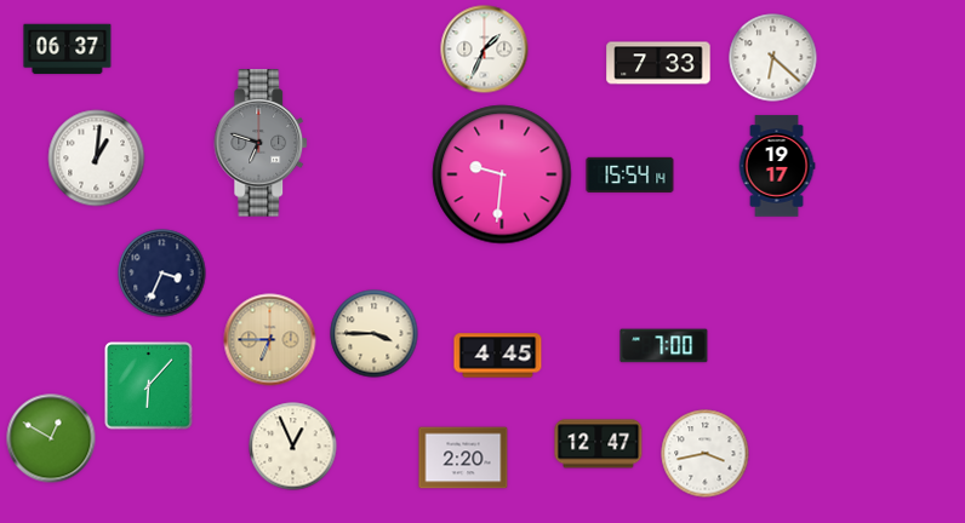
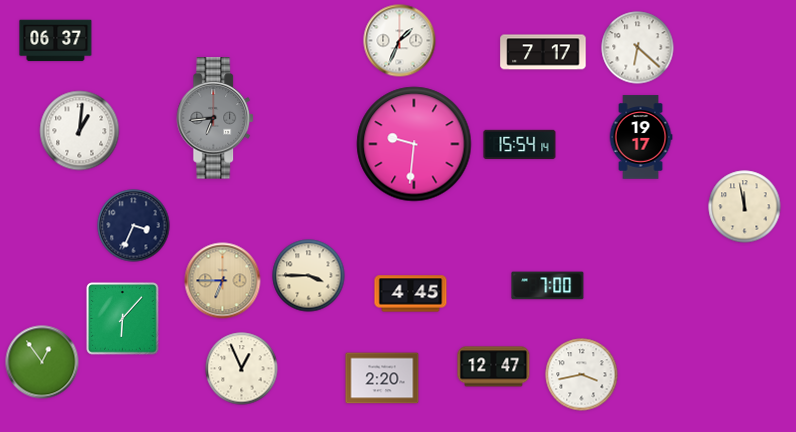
clock at (658, 63): 7:33 -> 7:17
clock at (262, 143): 6:48 -> 6:44
clock at (745, 207): none -> 11:58
clock at (51, 438): 12:50 -> 12:54
